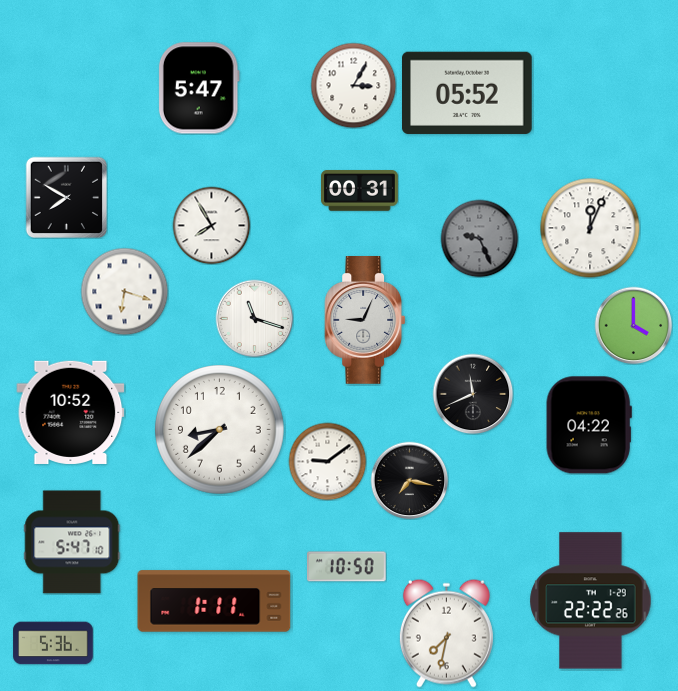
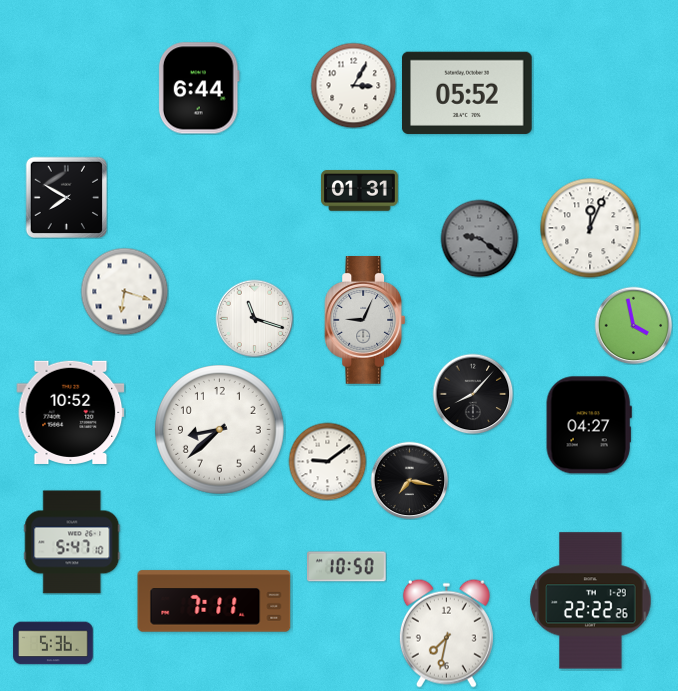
clock at (199, 88): 5:47 -> 6:44
clock at (360, 191): 00:31 -> 01:31
clock at (211, 225): 7:55 -> none
clock at (479, 238): 9:26 -> 9:21
clock at (633, 325): 4:00 -> 3:58
clock at (473, 394): 11:41 -> 8:07
clock at (589, 425): 04:22 -> 04:27
clock at (214, 601): 1:11 -> 7:11
